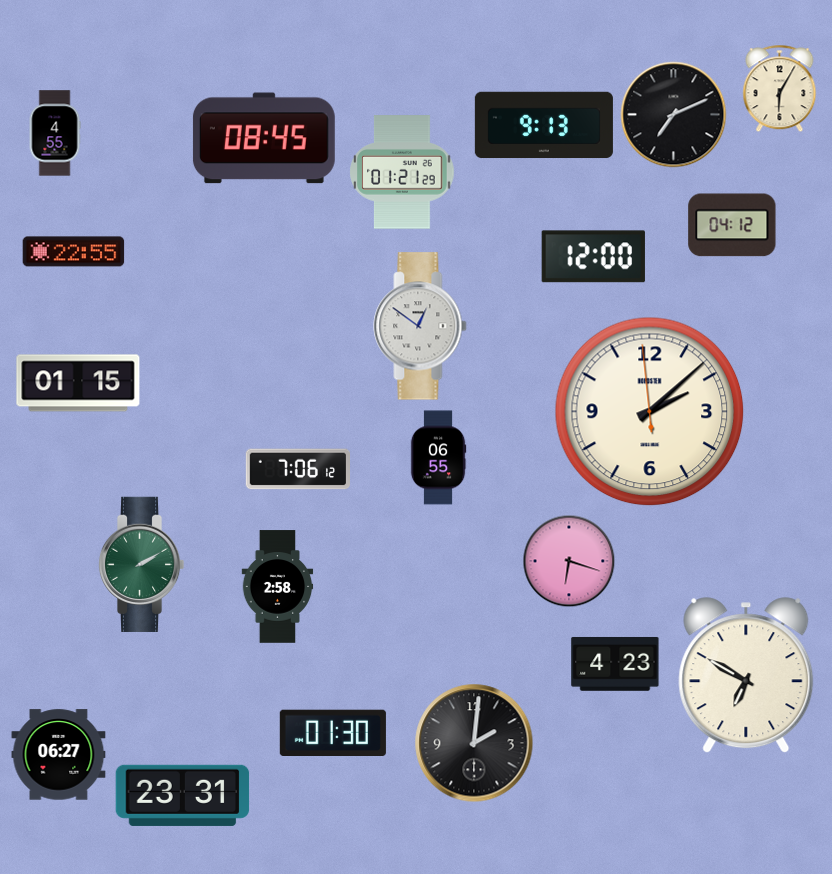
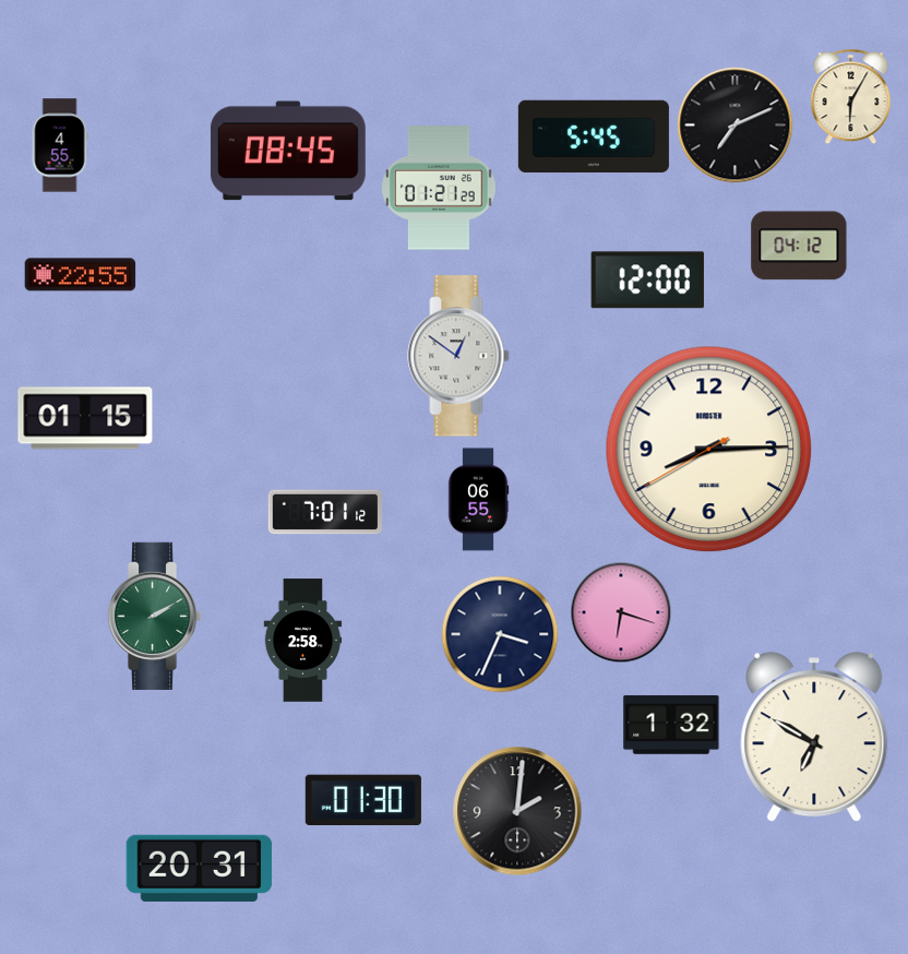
clock at (544, 125): 9:13 -> 5:45
clock at (650, 412): 2:07 -> 8:14
clock at (298, 469): 7:06 -> 7:01
clock at (500, 634): none -> 3:34
clock at (615, 664): 4:23 -> 1:32
clock at (59, 755): 06:27 -> none
clock at (183, 795): 23:31 -> 20:31
